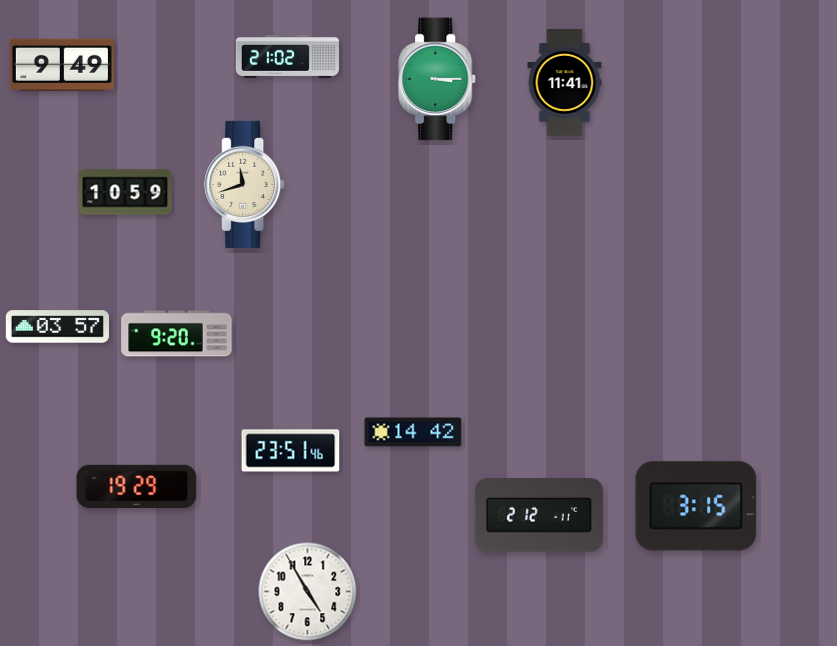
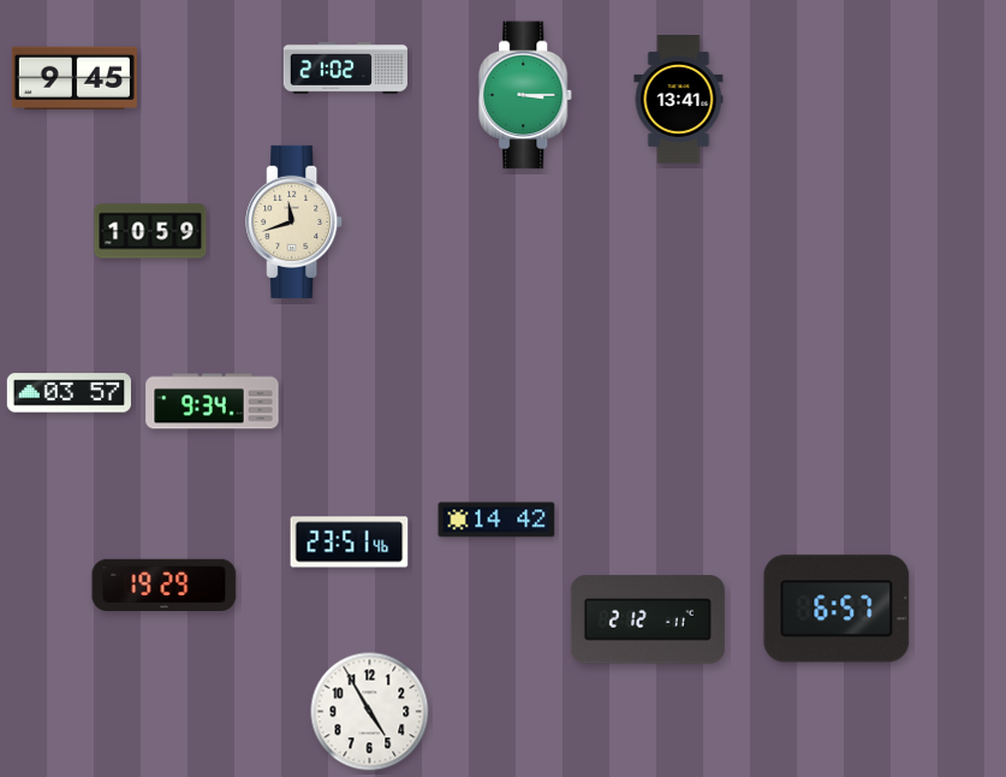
clock at (62, 65): 9:49 -> 9:45
clock at (565, 83): 11:41 -> 13:41
clock at (177, 334): 9:20 -> 9:34
clock at (696, 506): 3:15 -> 6:57
